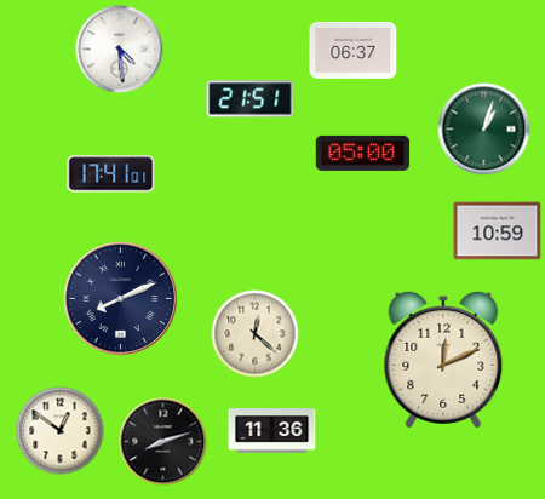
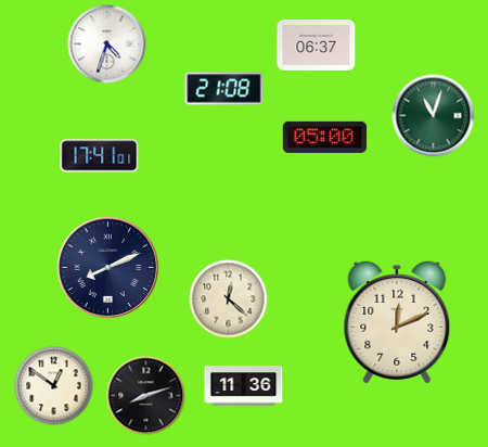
clock at (120, 50): 4:29 -> 4:33
clock at (251, 99): 21:51 -> 21:08
clock at (484, 130): 1:03 -> 11:03
clock at (498, 231): 10:59 -> none
